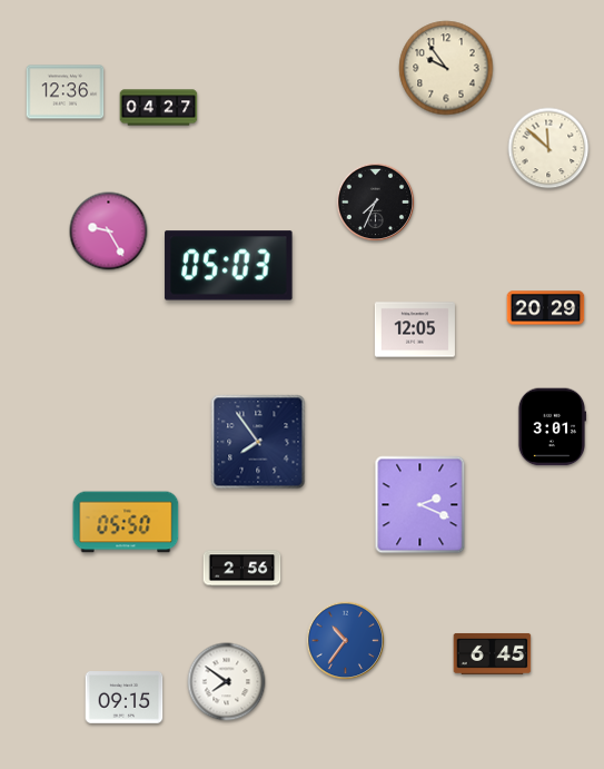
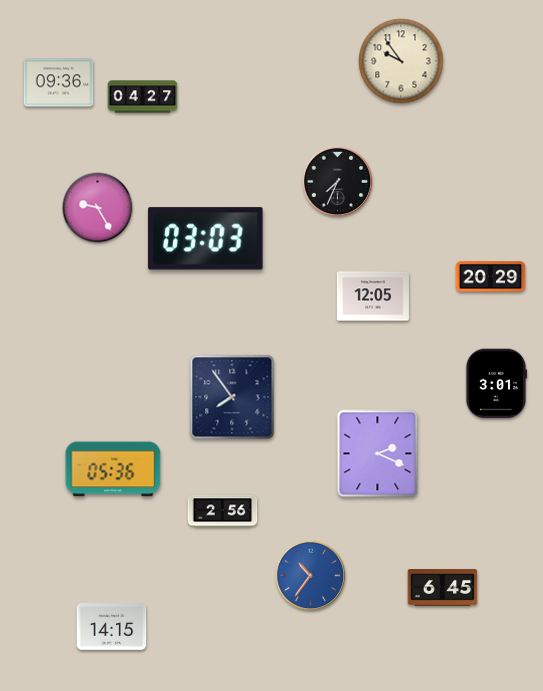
clock at (66, 92): 12:36 -> 09:36
clock at (548, 148): 11:52 -> none
clock at (229, 266): 05:03 -> 03:03
clock at (126, 522): 05:50 -> 05:36
clock at (242, 569) position: (242, 569) -> (223, 511)
clock at (227, 682): 7:51 -> none
clock at (125, 698): 09:15 -> 14:15
